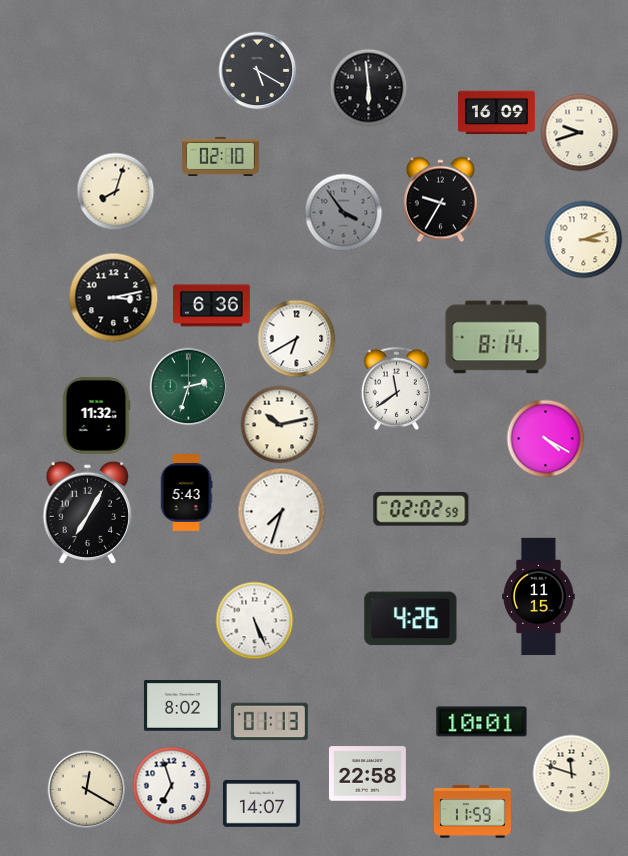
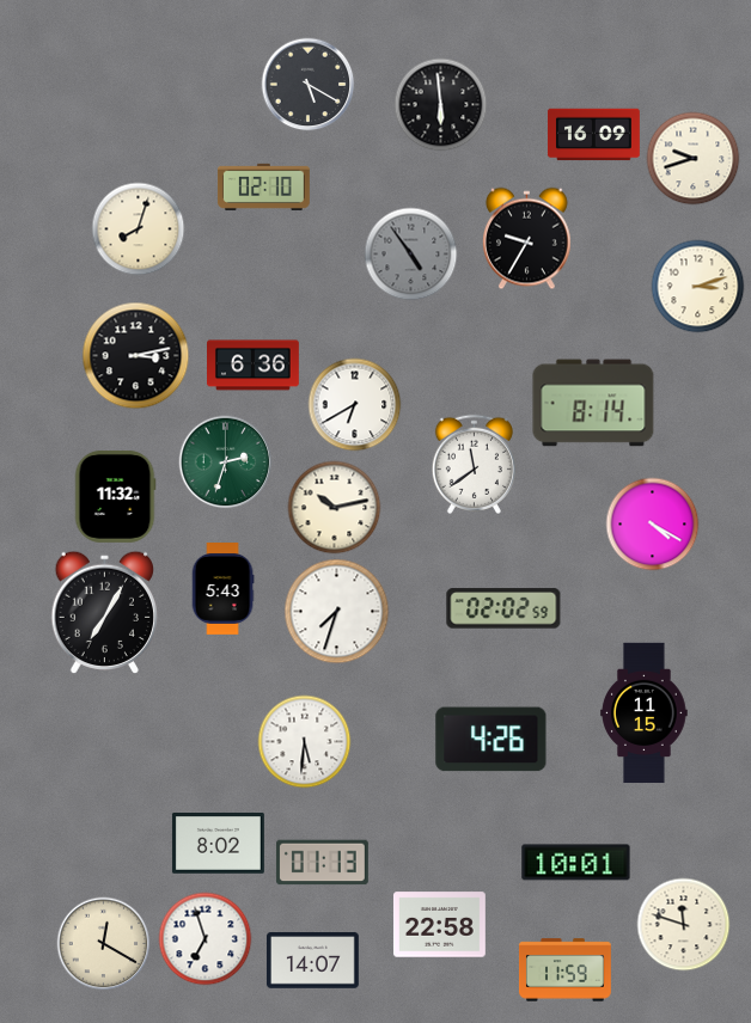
clock at (343, 212): 3:54 -> 4:54
clock at (254, 620): 5:26 -> 5:31
